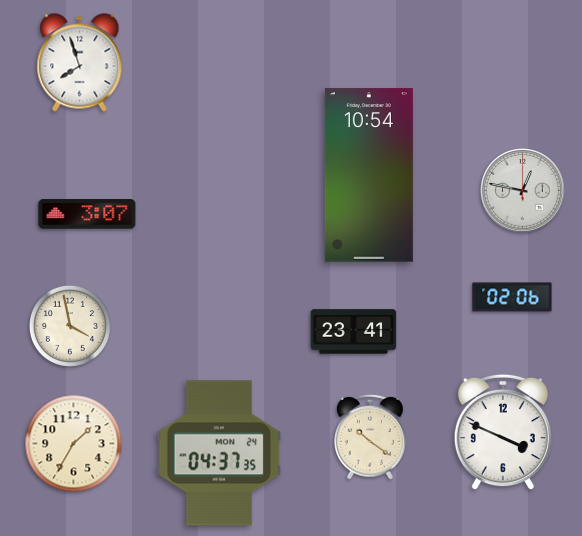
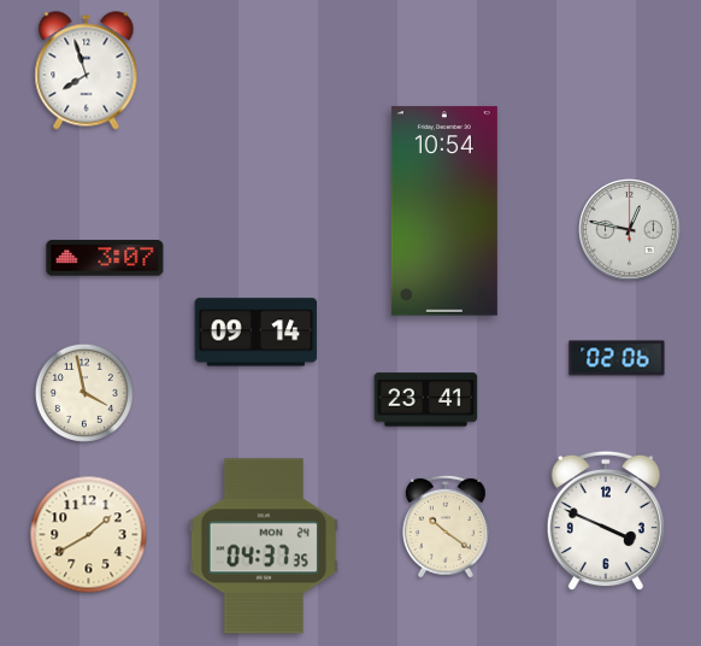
clock at (80, 63) position: (80, 63) -> (87, 71)
clock at (257, 333): none -> 09:14
clock at (74, 444): 1:35 -> 1:40
